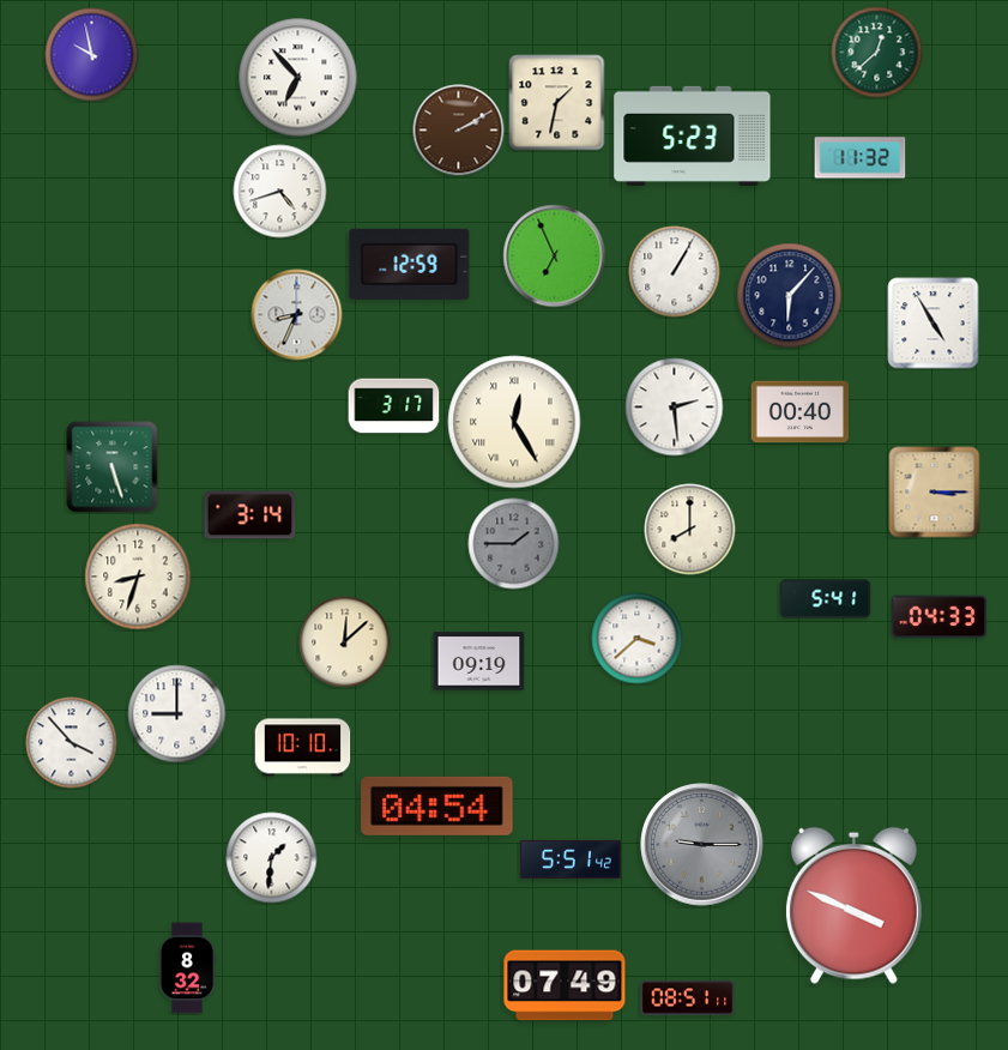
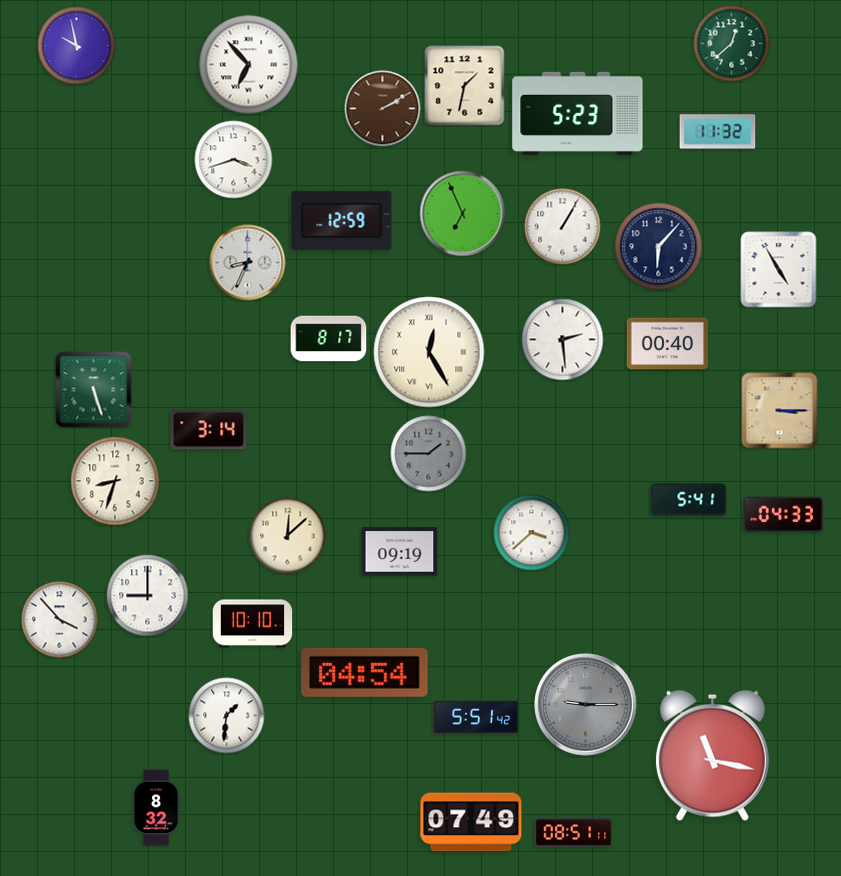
clock at (280, 192): 4:42 -> 3:42
clock at (394, 406): 3:17 -> 8:17
clock at (690, 530): 8:00 -> none
clock at (853, 905): 3:49 -> 11:17
